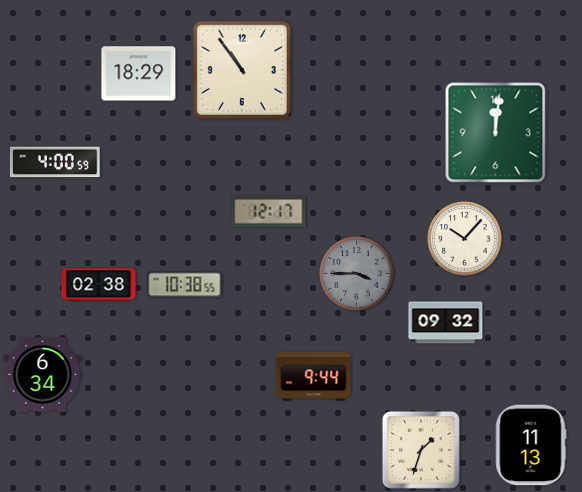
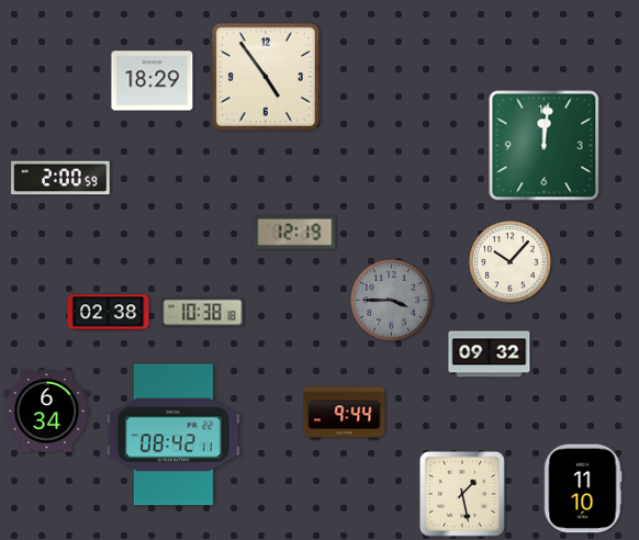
clock at (242, 70): 10:54 -> 4:54
clock at (56, 162): 4:00 -> 2:00
clock at (269, 212): 12:17 -> 12:19
clock at (185, 285): 10:38:55 -> 10:38:18
clock at (175, 435): none -> 08:42
clock at (531, 445): 11:13 -> 11:10
clock at (421, 450): 1:33 -> 1:28
